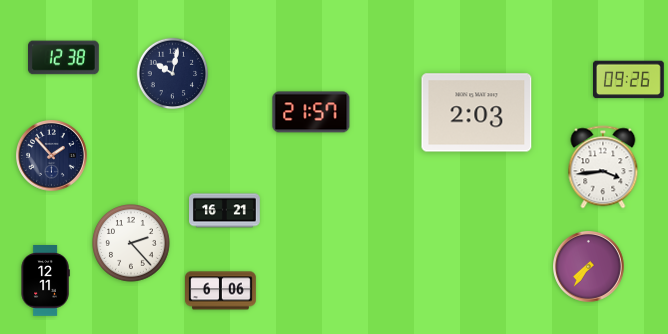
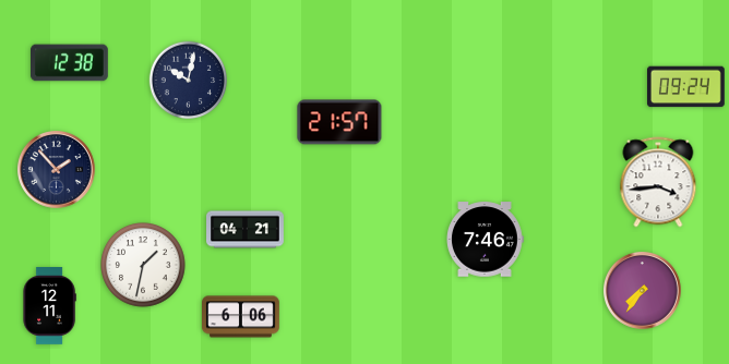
clock at (629, 80): 09:26 -> 09:24
clock at (477, 113): 2:03 -> none
clock at (225, 211): 16:21 -> 04:21
clock at (485, 240): none -> 7:46
clock at (132, 244): 2:23 -> 1:32
